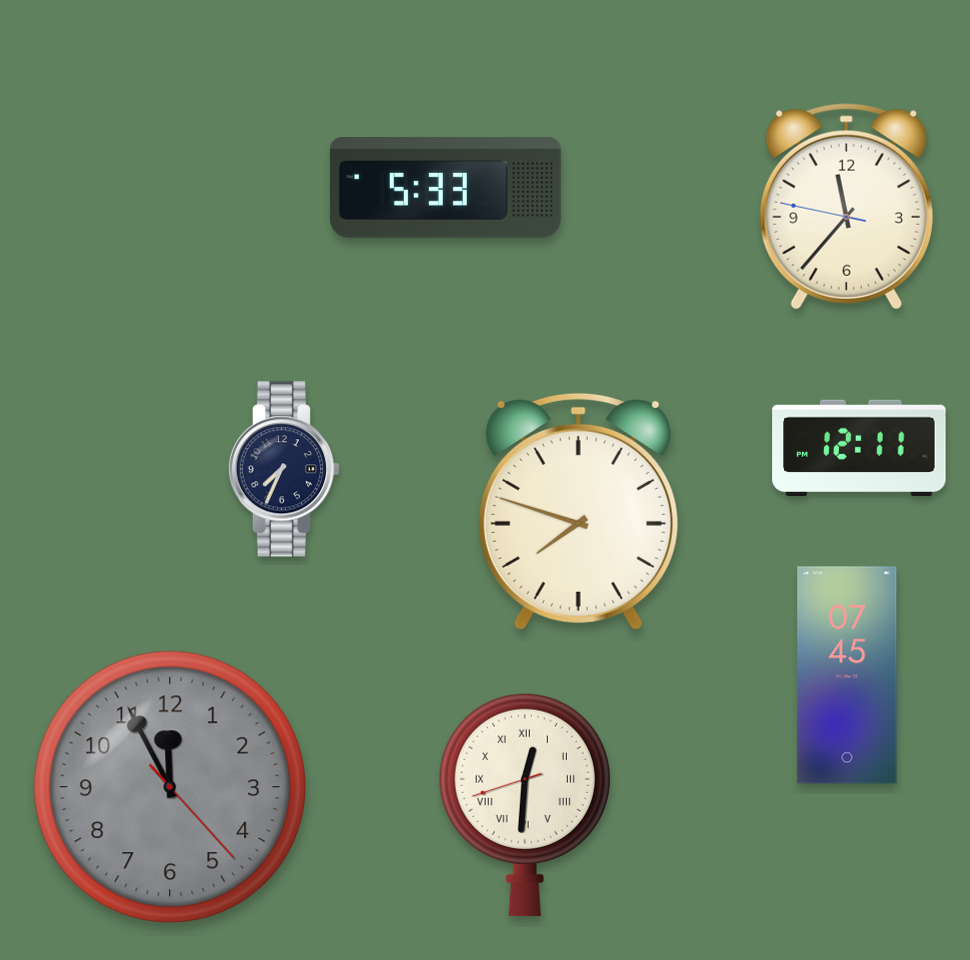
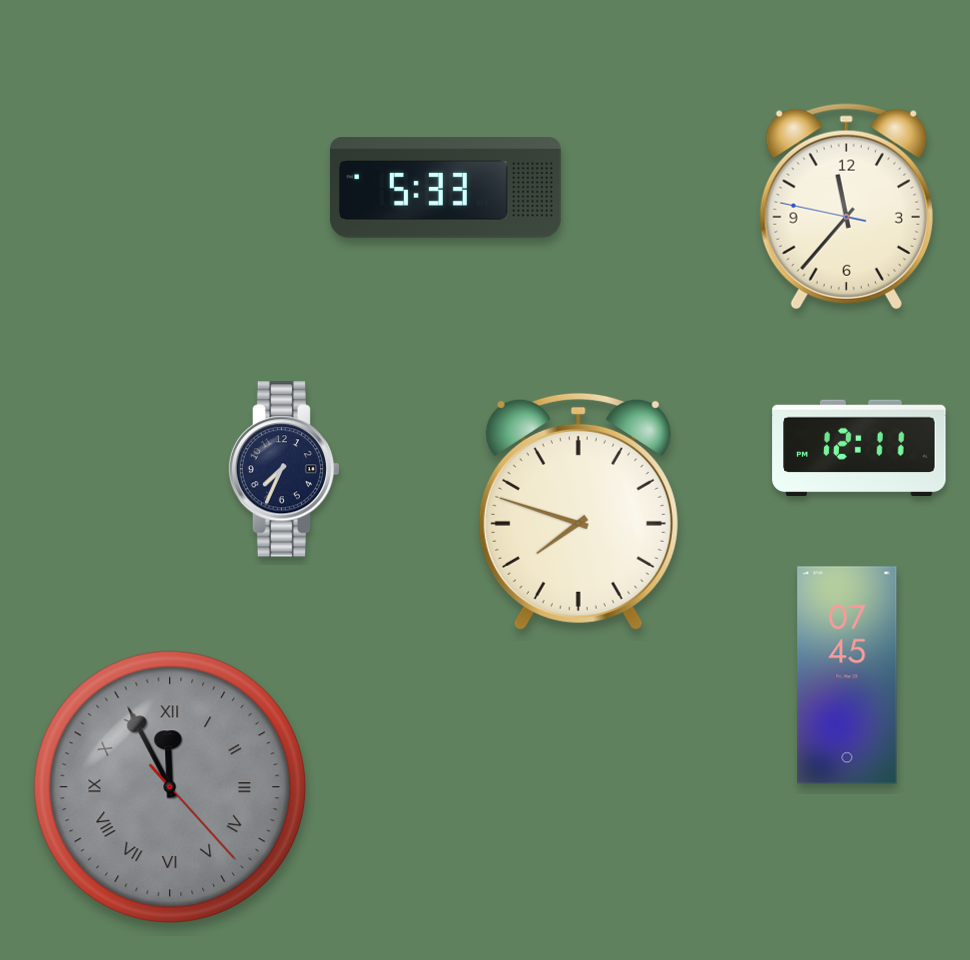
clock at (169, 786) numerals: Arabic -> Roman
clock at (525, 805): 12:30 -> none
